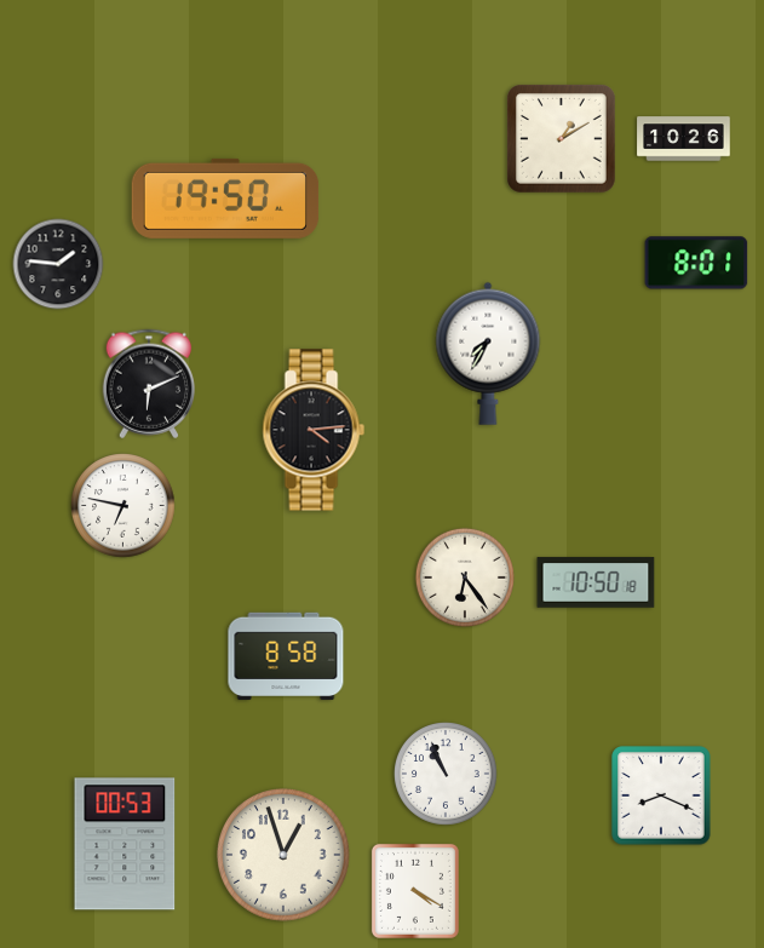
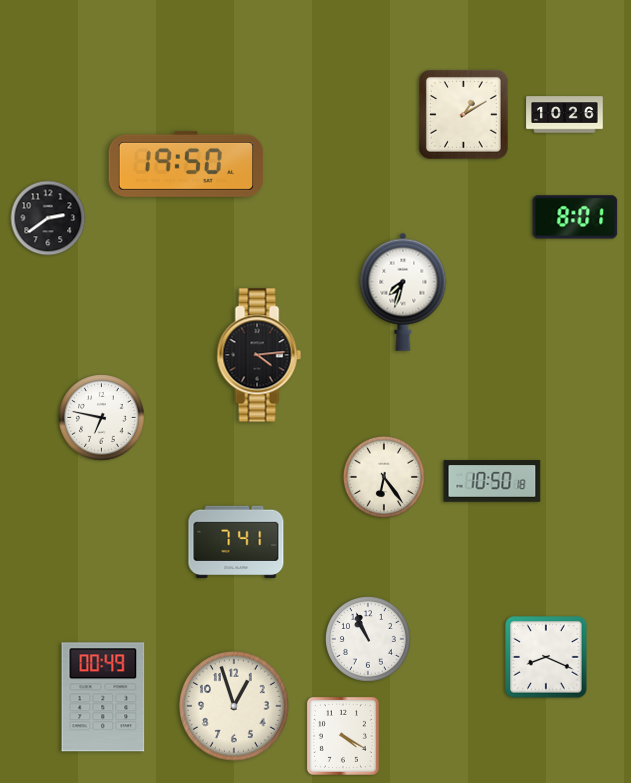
clock at (58, 264): 1:46 -> 2:39
clock at (488, 354): 7:35 -> 7:33
clock at (148, 384): 6:11 -> none
clock at (286, 656): 8:58 -> 7:41
clock at (125, 844): 00:53 -> 00:49
